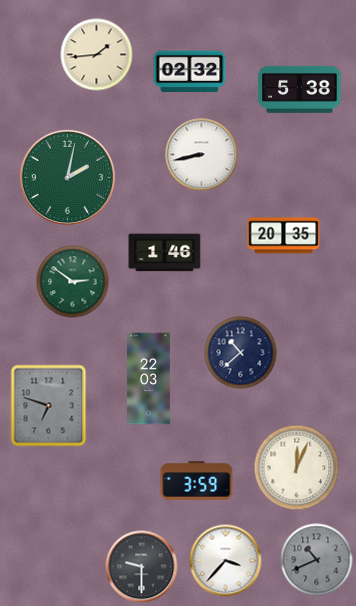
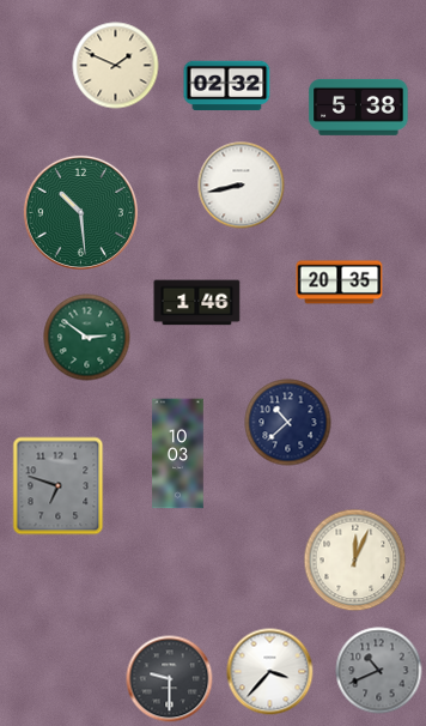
clock at (97, 55): 1:44 -> 1:49
clock at (67, 177): 2:02 -> 10:29
clock at (149, 379): 22:03 -> 10:03
clock at (197, 481): 3:59 -> none
